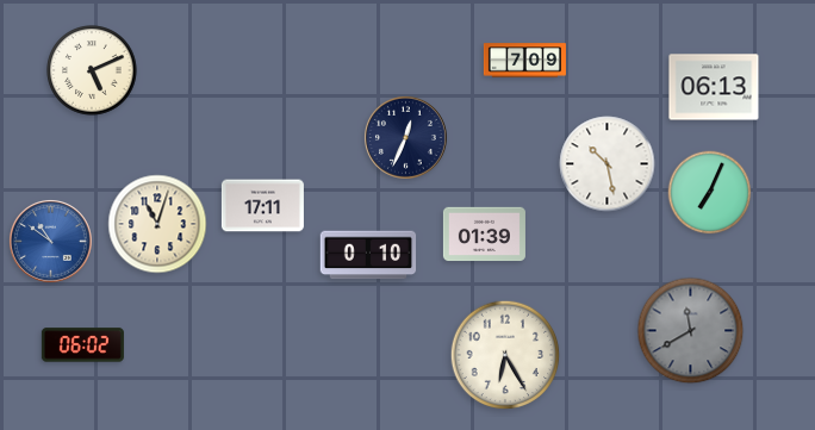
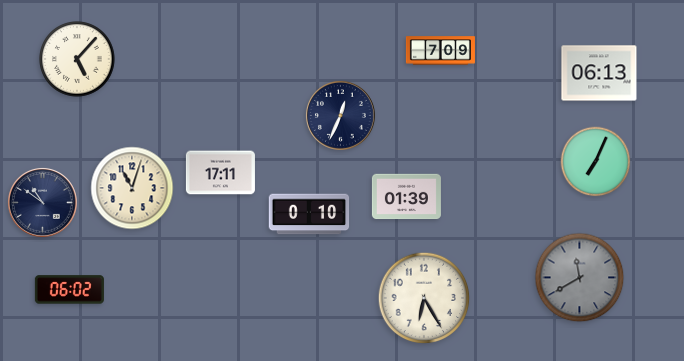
clock at (92, 70): 5:11 -> 5:07
clock at (608, 164): 10:28 -> none
clock at (50, 241) dial: blue -> navy
